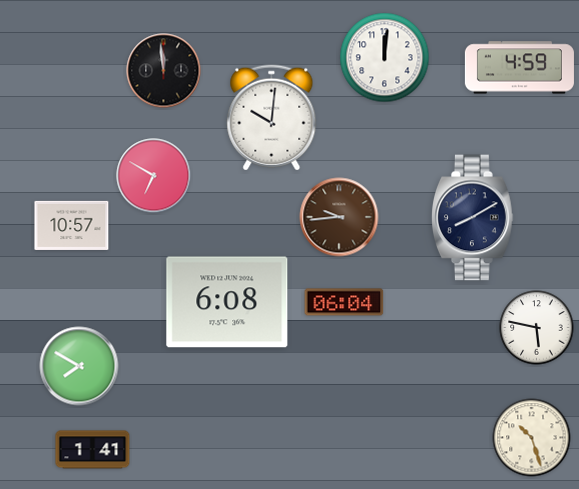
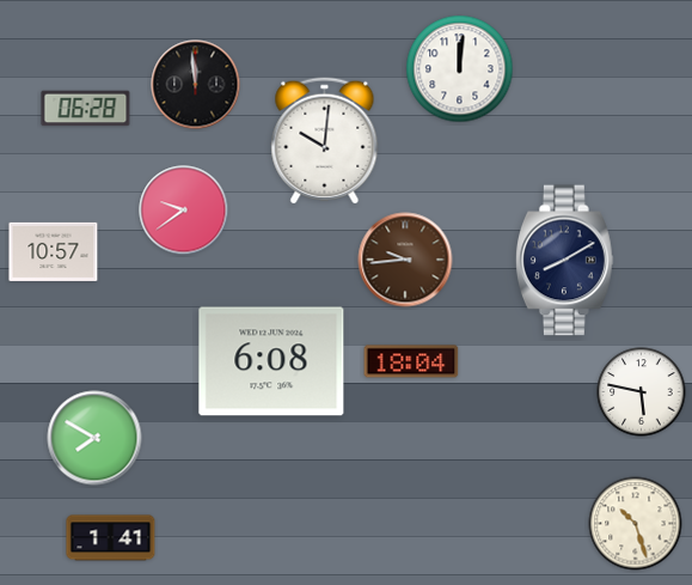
clock at (519, 68): 4:59 -> none
clock at (86, 109): none -> 06:28
clock at (154, 176): 6:50 -> 9:39
clock at (72, 225) position: (72, 225) -> (54, 251)
clock at (344, 302): 06:04 -> 18:04
